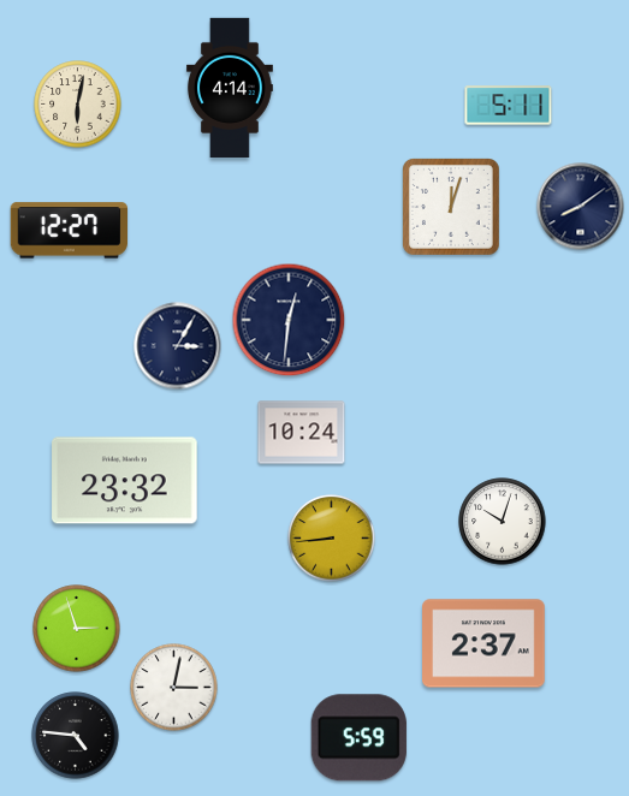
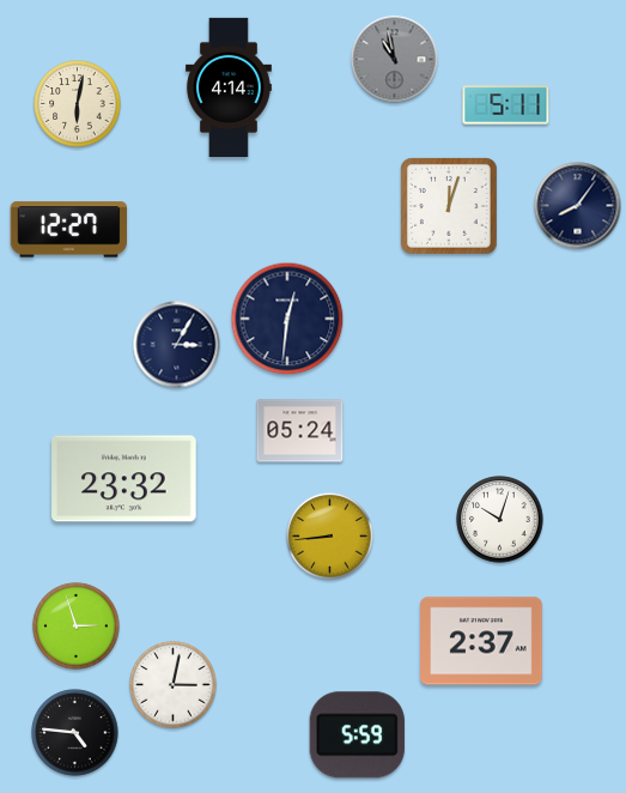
clock at (395, 60): none -> 10:58
clock at (581, 207): 8:09 -> 8:06
clock at (302, 433): 10:24 -> 05:24
